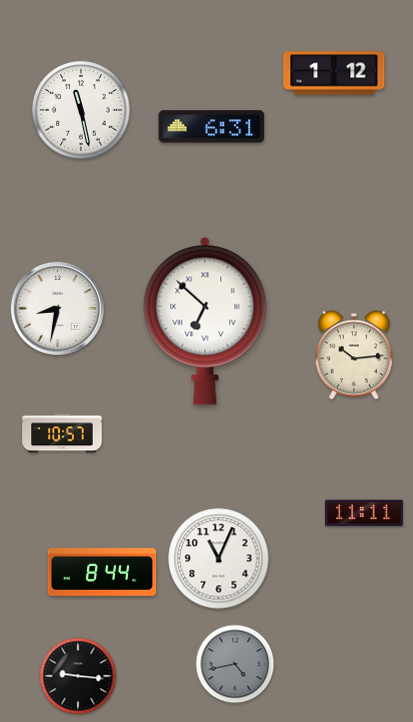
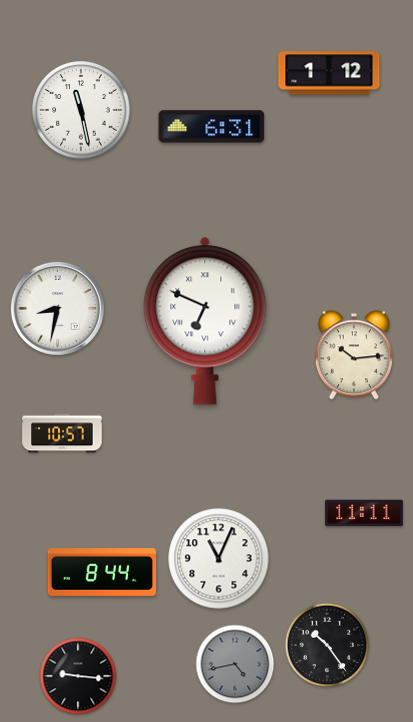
clock at (334, 73) position: (334, 73) -> (329, 73)
clock at (205, 321): 6:52 -> 6:49
clock at (327, 645): none -> 10:24
